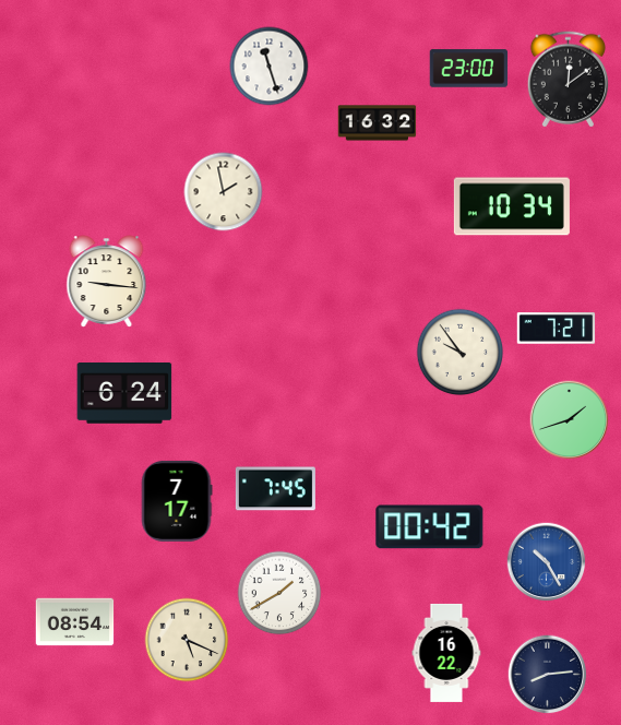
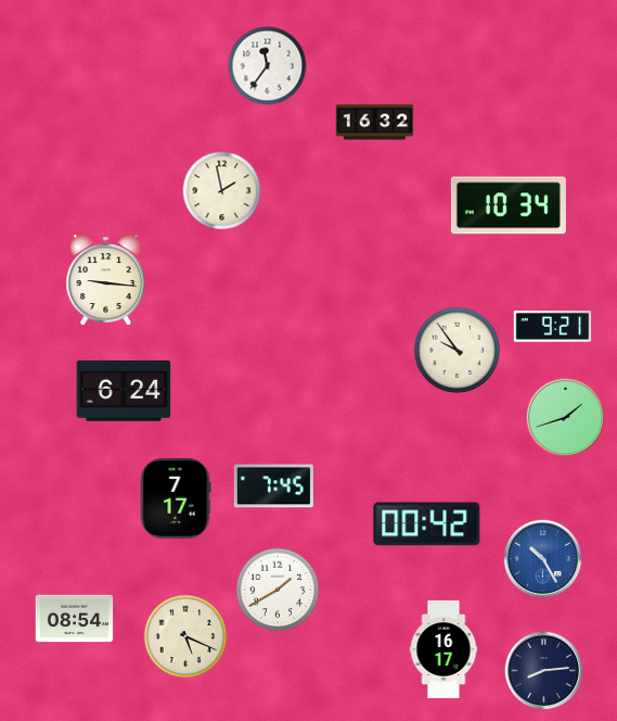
clock at (270, 67): 11:27 -> 11:36
clock at (469, 69): 23:00 -> none
clock at (568, 80): 12:09 -> none
clock at (557, 329): 7:21 -> 9:21
clock at (446, 653): 16:22 -> 16:17
